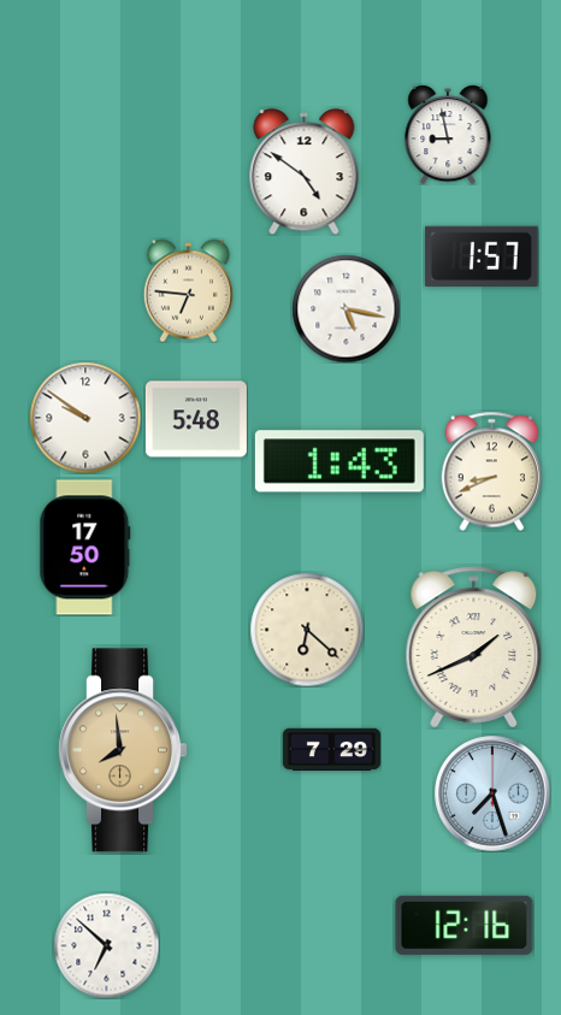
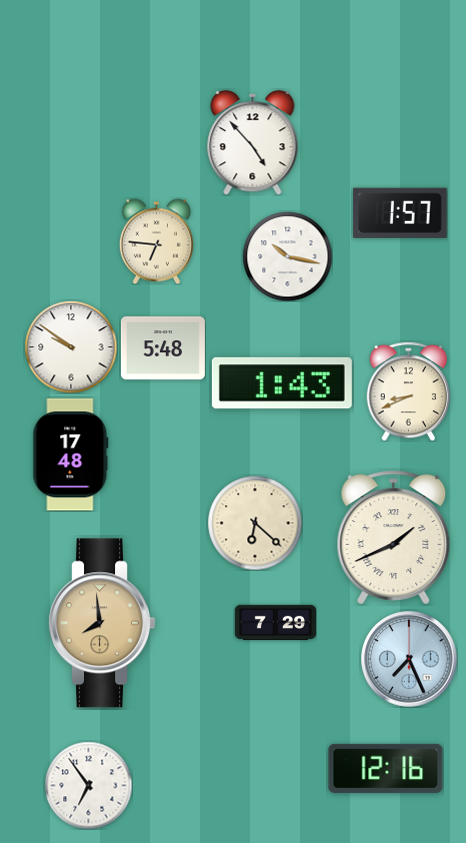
clock at (448, 135): 8:58 -> none
clock at (305, 172): 4:51 -> 4:53
clock at (346, 308): 5:17 -> 10:17
clock at (85, 548): 17:50 -> 17:48
clock at (492, 793): 7:27 -> 7:26
clock at (106, 945): 6:52 -> 6:54
